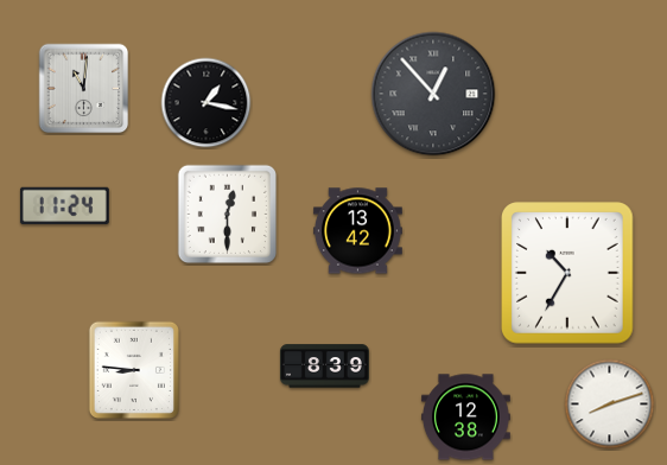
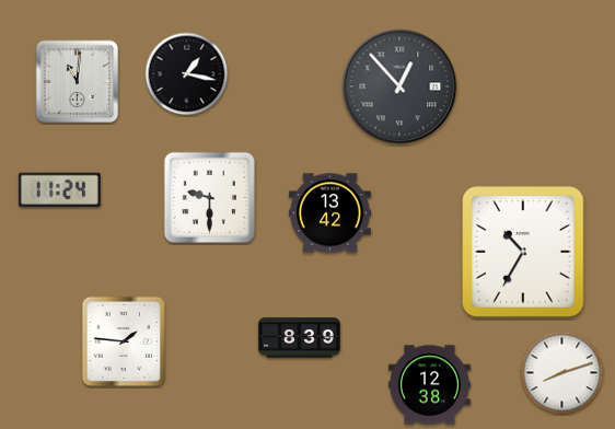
clock at (207, 103) position: (207, 103) -> (187, 74)
clock at (227, 214): 12:30 -> 9:30
clock at (134, 370): 8:46 -> 1:46
